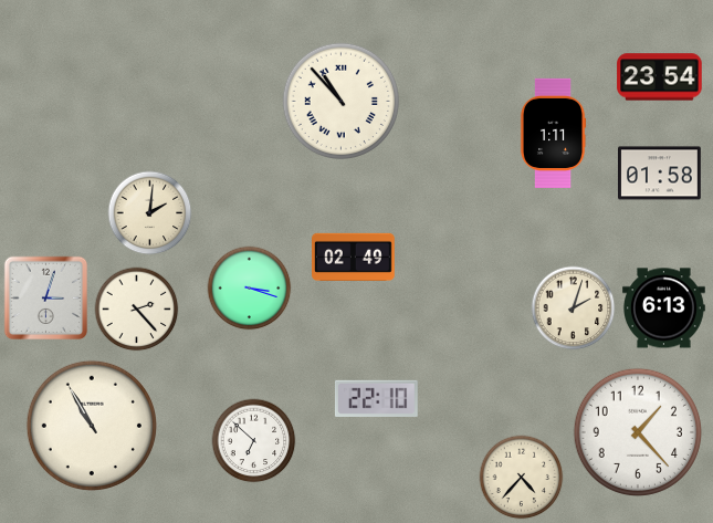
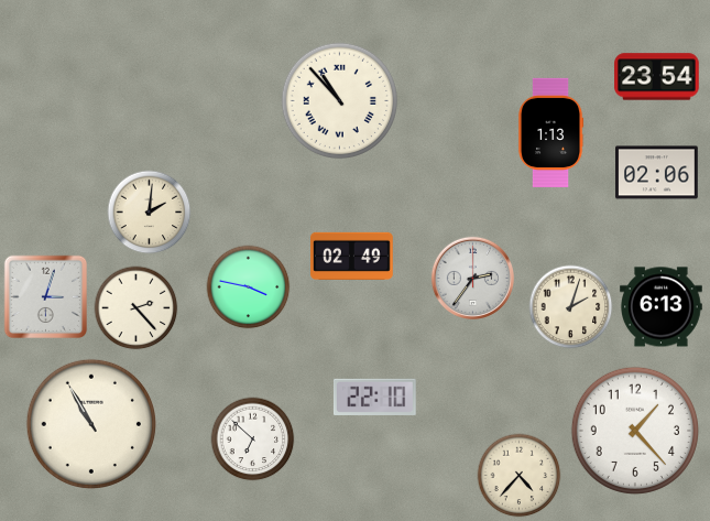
clock at (553, 133): 1:11 -> 1:13
clock at (660, 174): 01:58 -> 02:06
clock at (472, 278): none -> 2:36
clock at (250, 289): 3:18 -> 3:47
